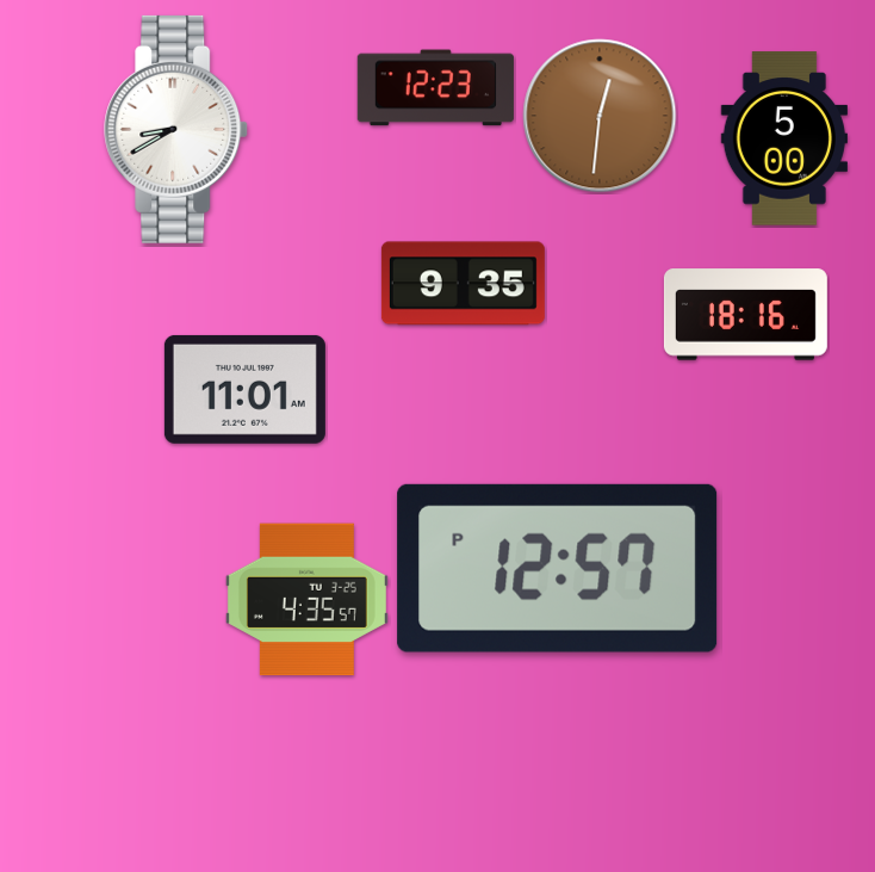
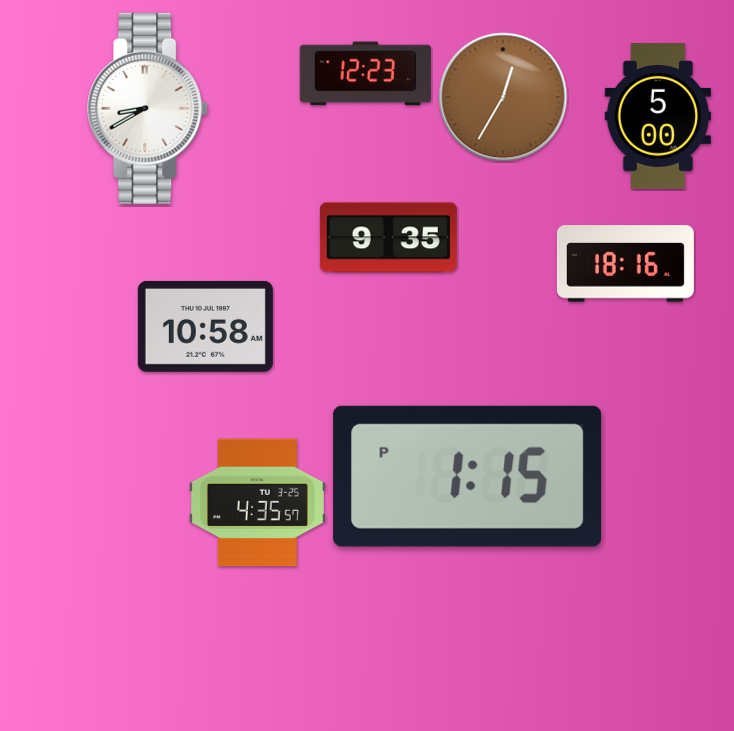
clock at (600, 116): 12:31 -> 12:35
clock at (244, 389): 11:01 -> 10:58
clock at (558, 568): 12:57 -> 1:15
